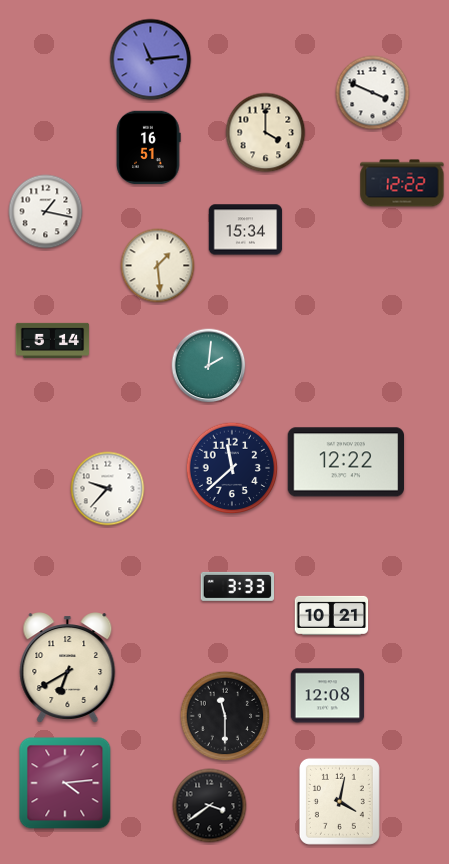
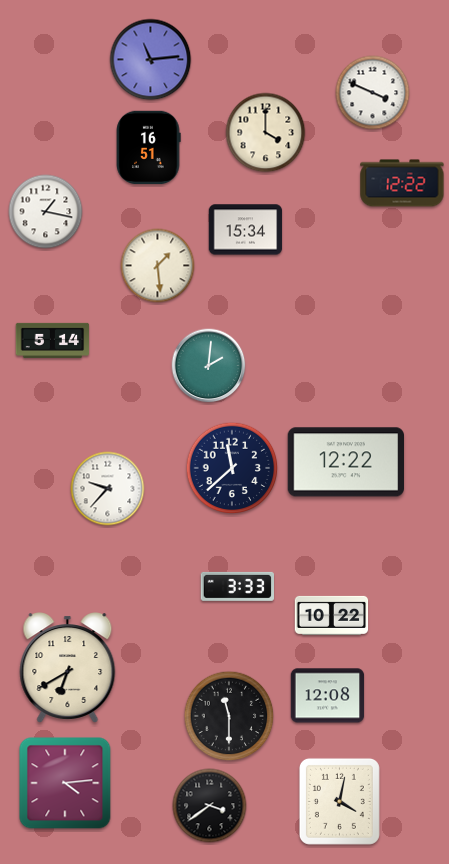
clock at (332, 615): 10:21 -> 10:22
clock at (225, 716) position: (225, 716) -> (229, 716)
